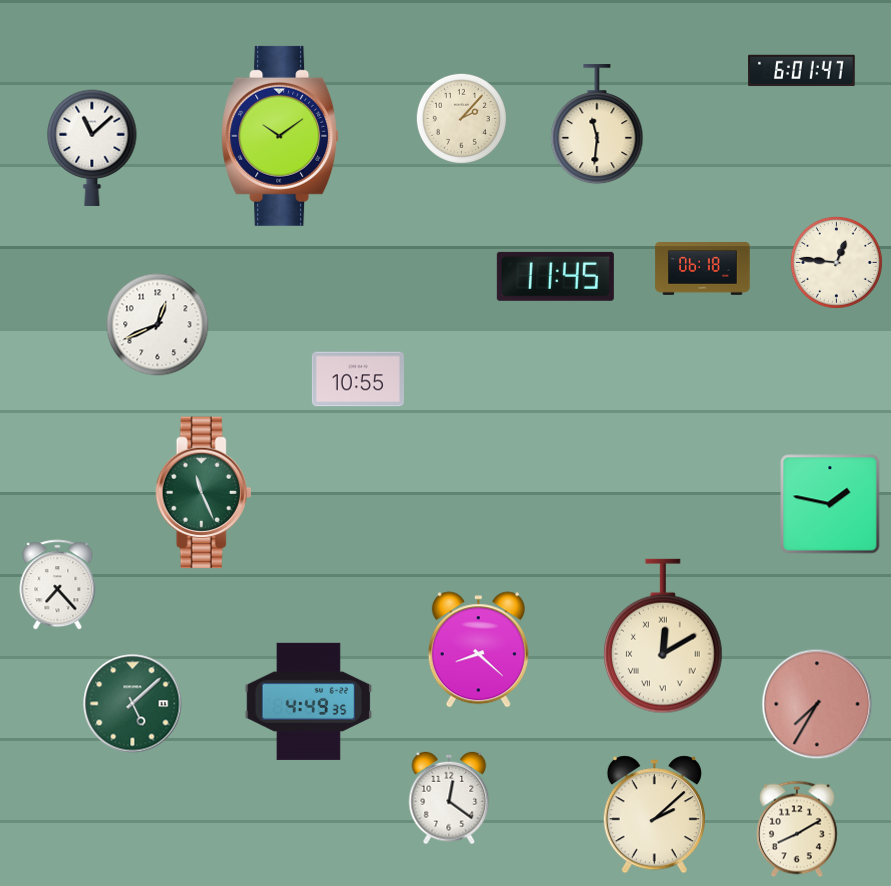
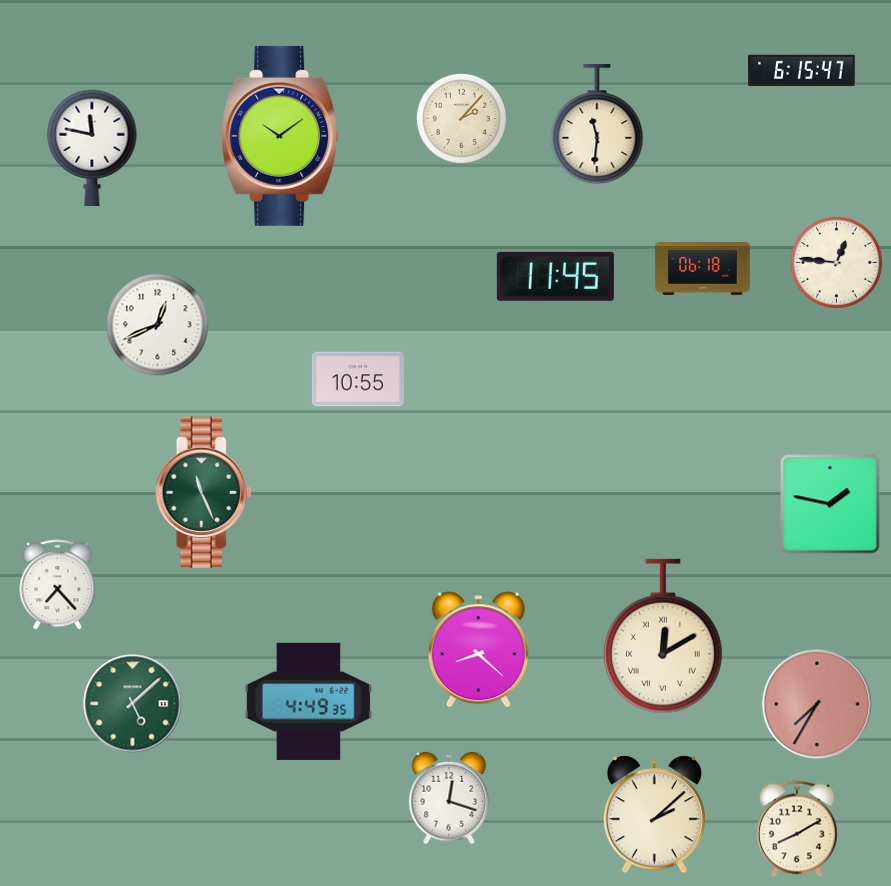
clock at (802, 71): 6:01 -> 6:15
clock at (92, 148): 11:08 -> 11:47
clock at (449, 798): 12:21 -> 12:18
